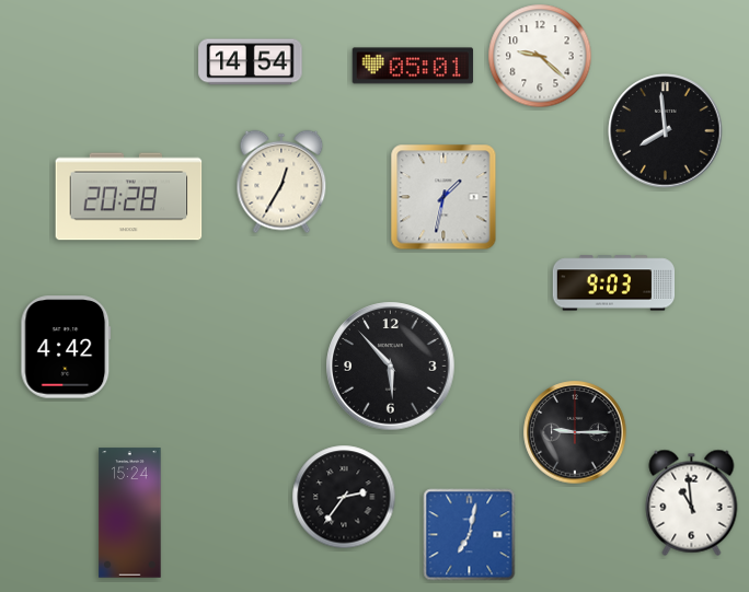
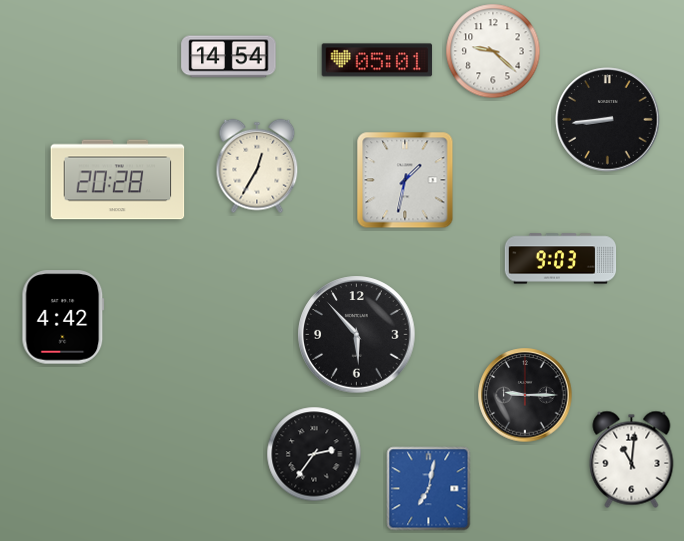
clock at (666, 131): 7:59 -> 8:44
clock at (66, 347) position: (66, 347) -> (63, 317)
clock at (692, 502): 10:59 -> 11:01
clock at (130, 513): 15:24 -> none
